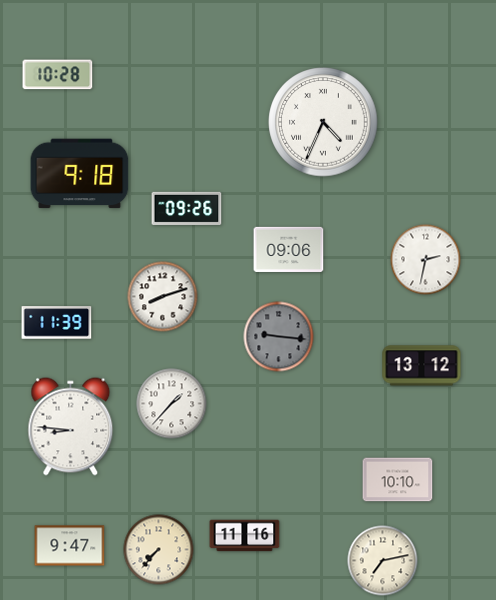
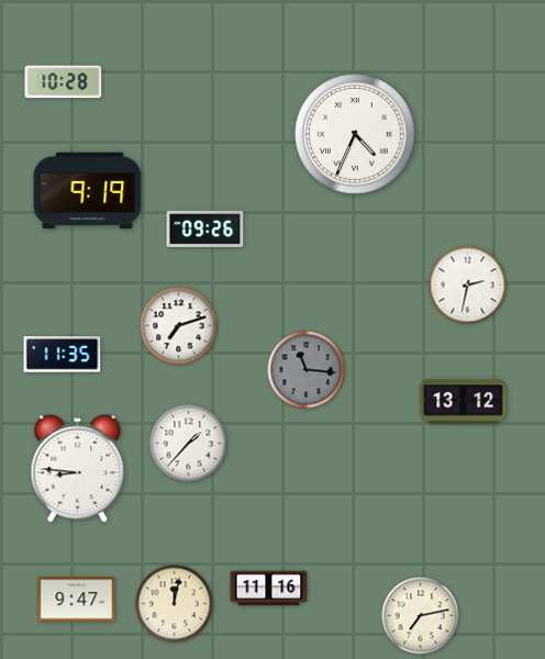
clock at (80, 174): 9:18 -> 9:19
clock at (289, 249): 09:06 -> none
clock at (163, 297): 8:12 -> 7:12
clock at (57, 323): 11:39 -> 11:35
clock at (279, 337): 9:16 -> 11:16
clock at (398, 480): 10:10 -> none
clock at (159, 550): 7:37 -> 12:02
